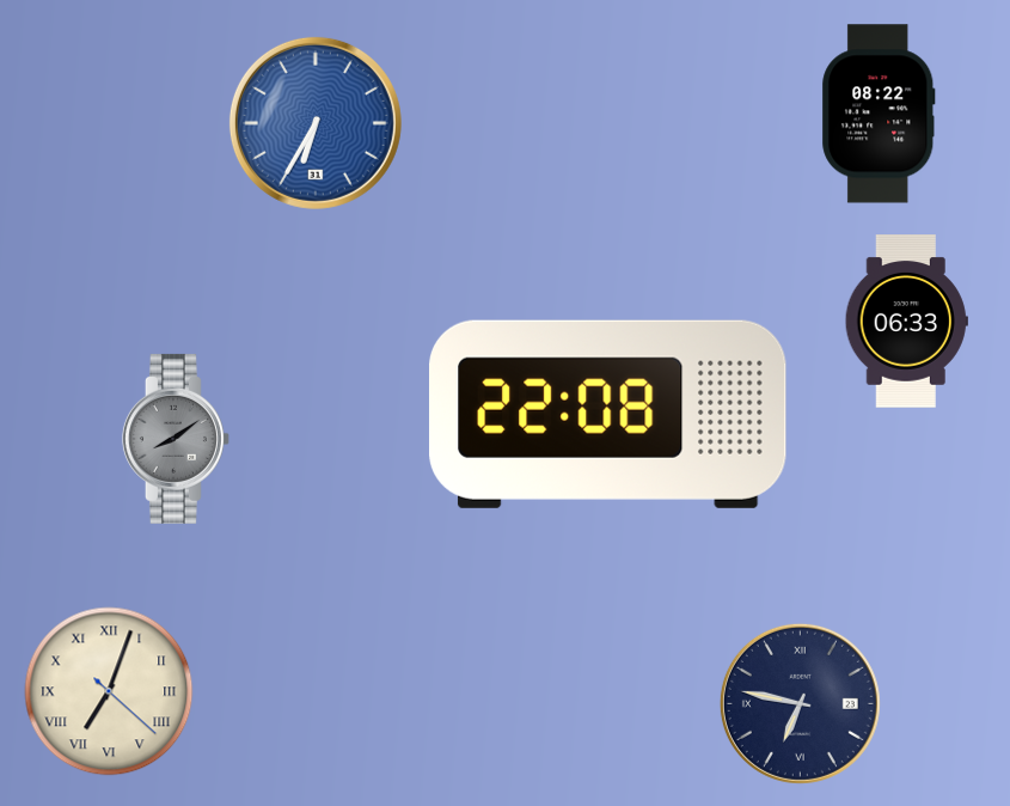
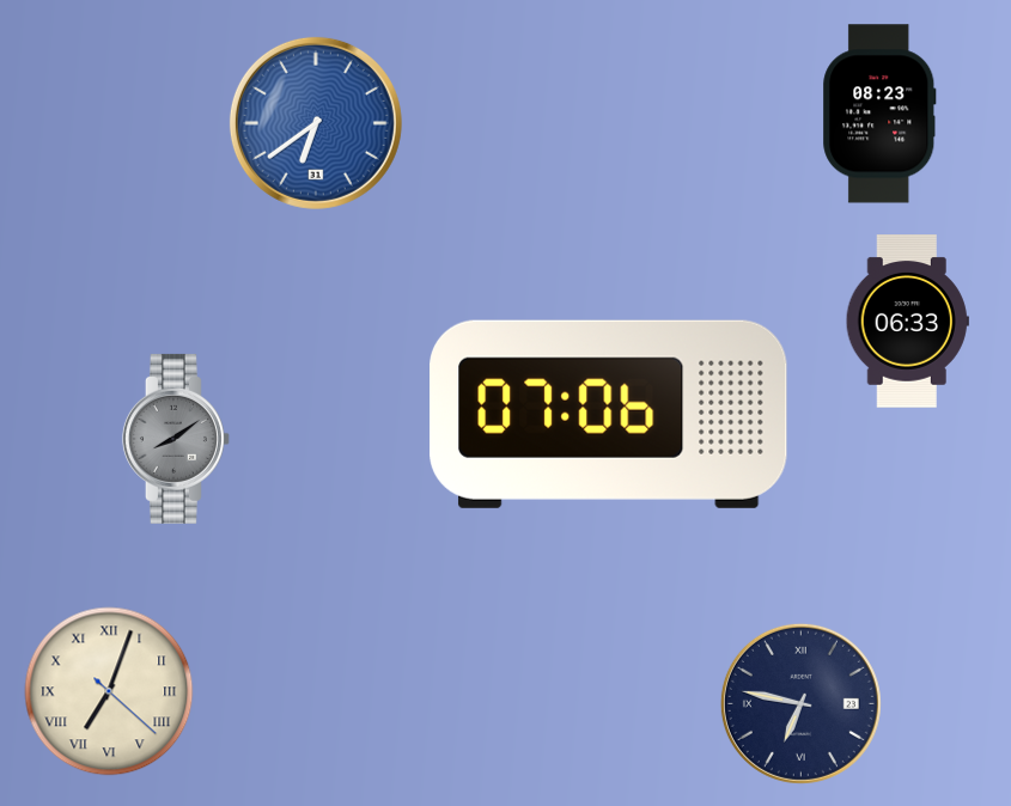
clock at (879, 114): 08:22 -> 08:23
clock at (316, 123): 6:35 -> 6:39
clock at (607, 414): 22:08 -> 07:06
